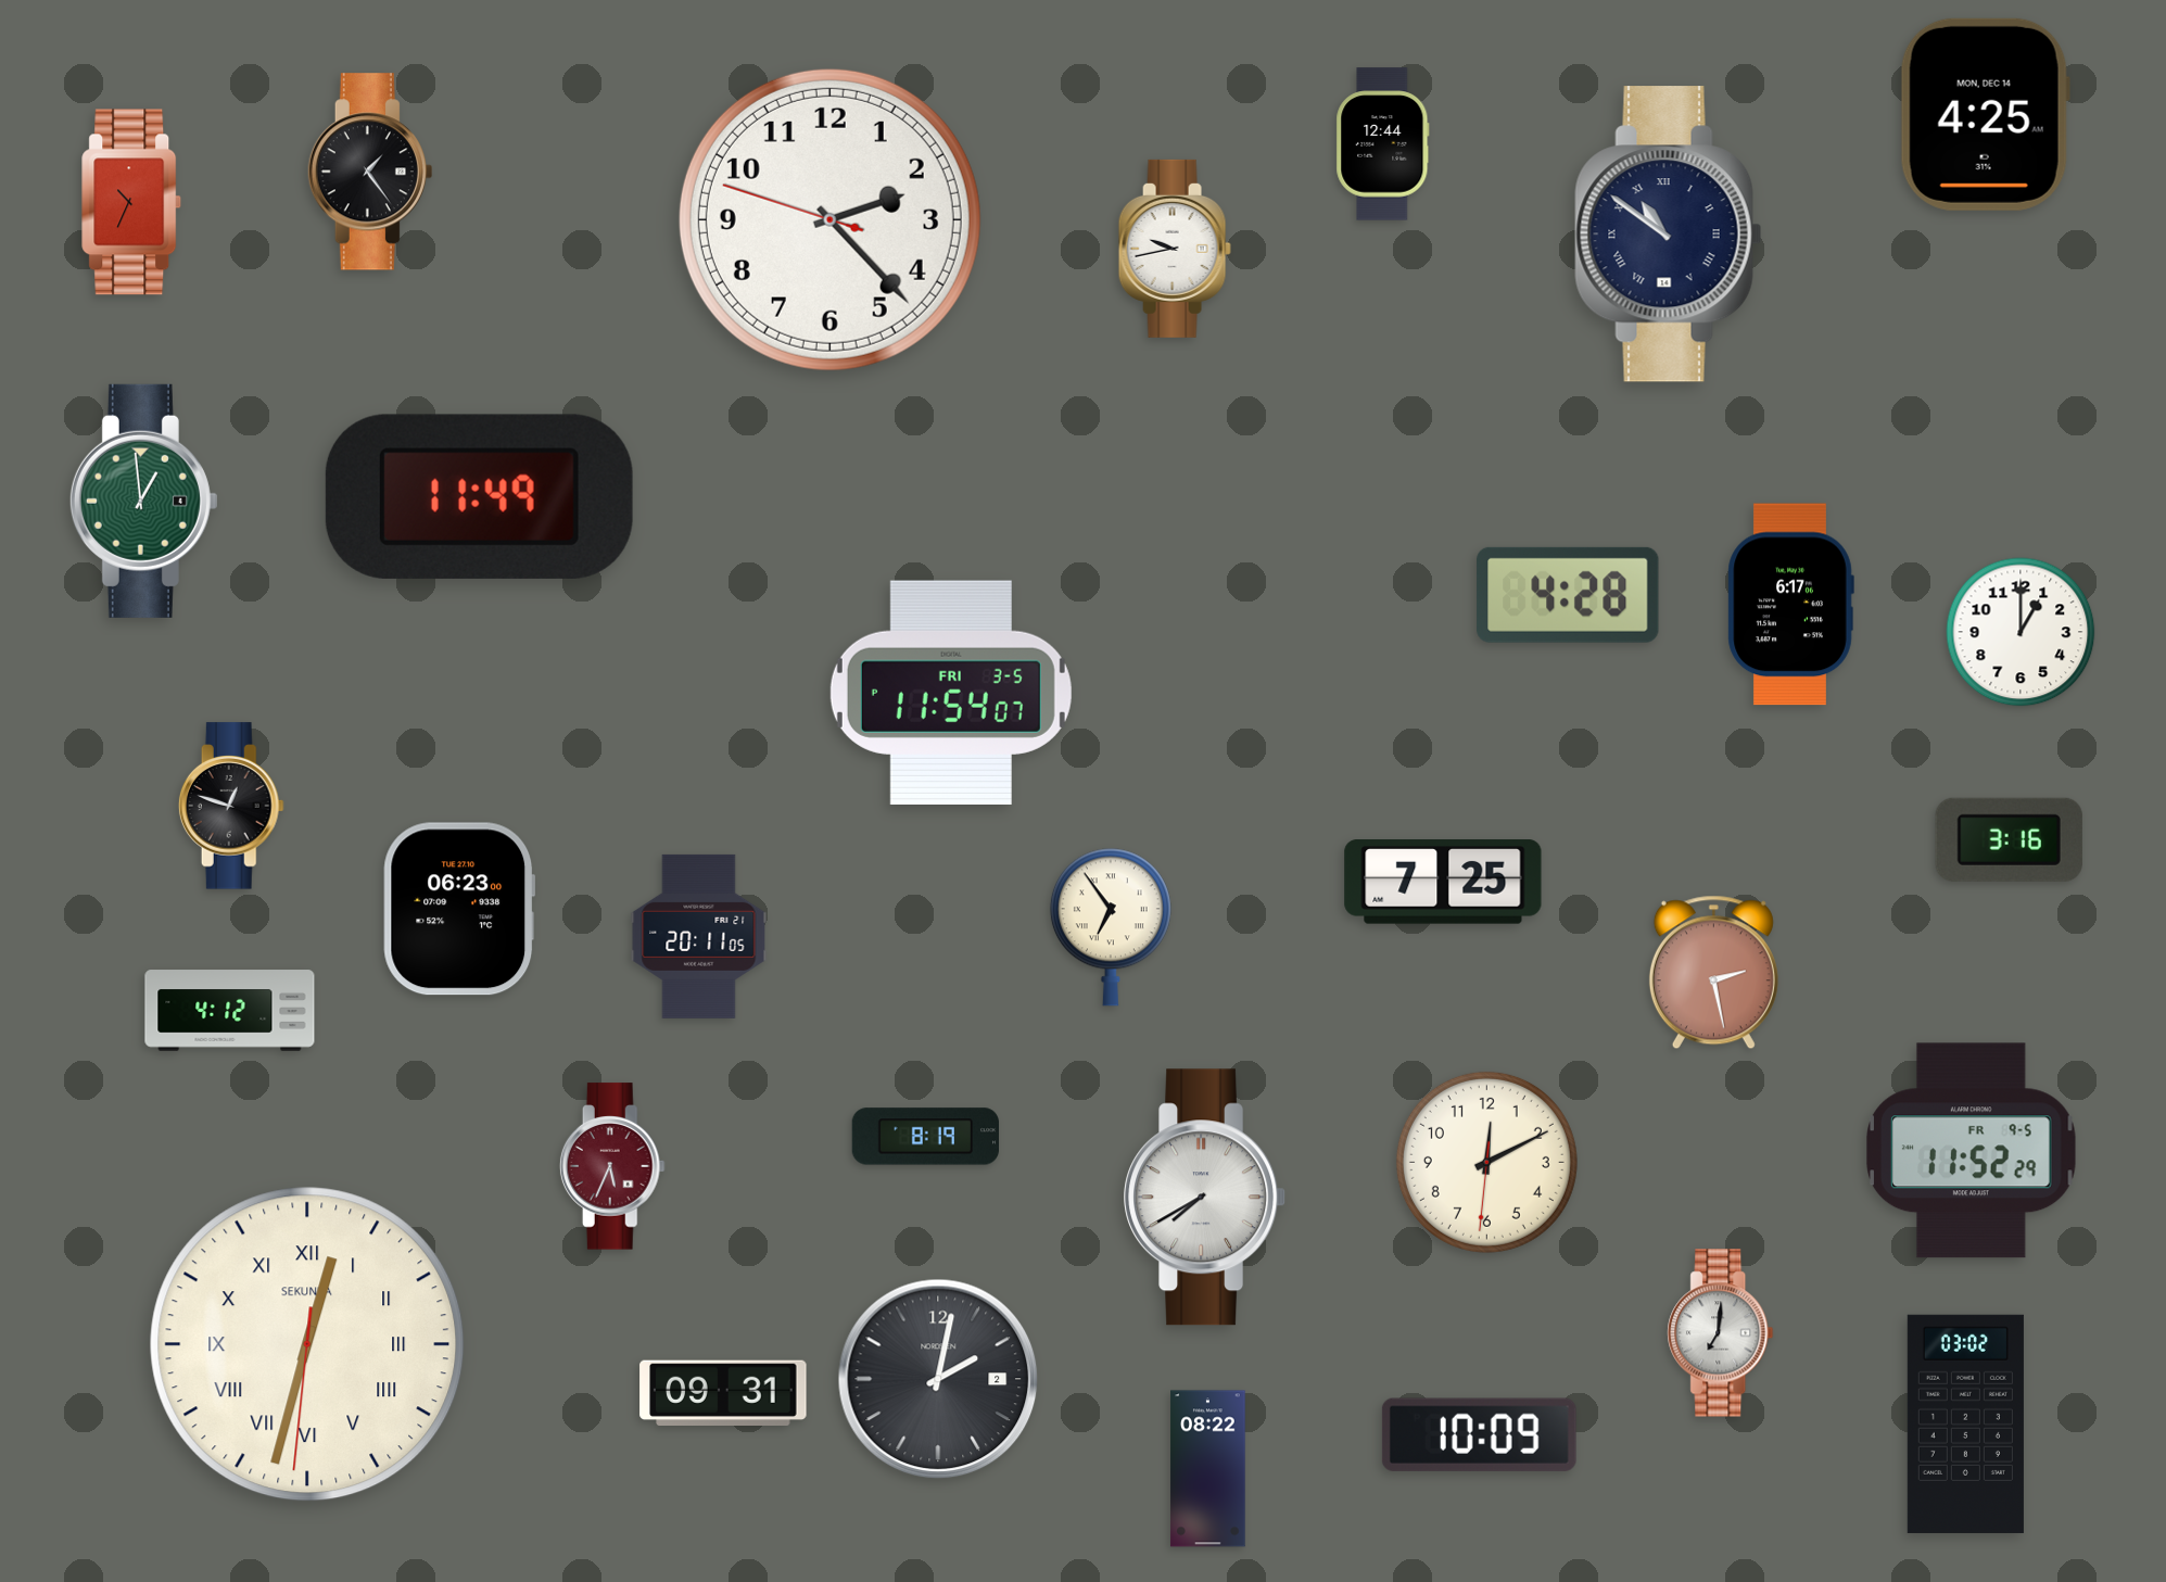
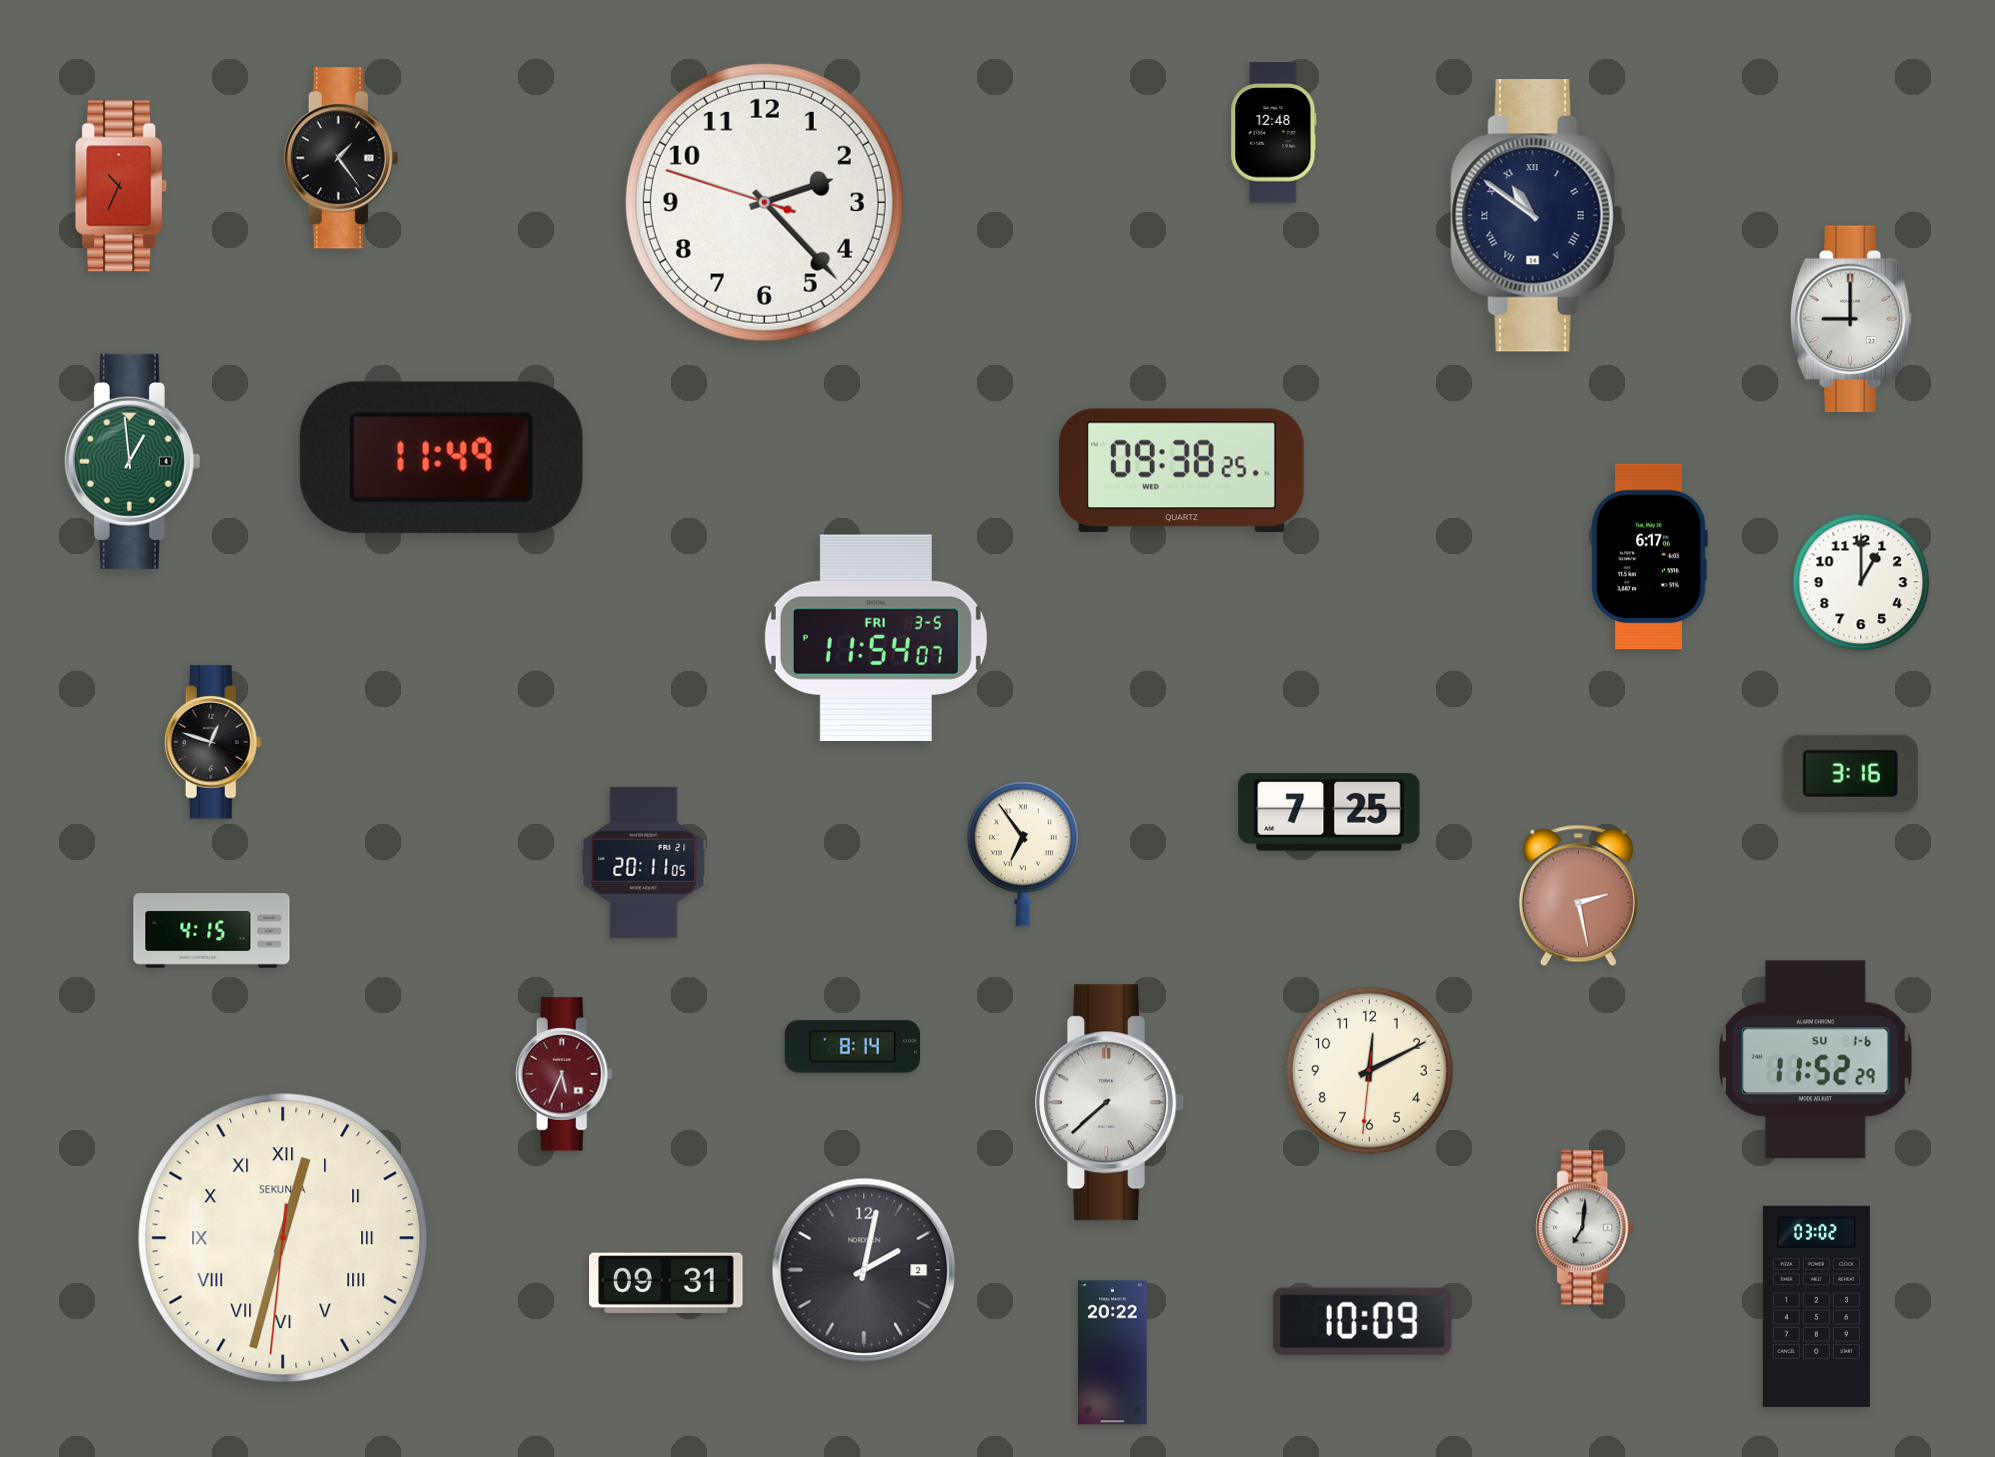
clock at (1985, 114): 4:25 -> none
clock at (1383, 144): 12:44 -> 12:48
clock at (1175, 249): 9:43 -> none
clock at (1851, 319): none -> 9:00
clock at (1181, 471): none -> 09:38
clock at (1568, 595): 4:28 -> none
clock at (459, 909): 06:23 -> none
clock at (230, 1011): 4:12 -> 4:15
clock at (925, 1137): 8:19 -> 8:14
clock at (1972, 1151) date: FR 9-5 -> SU 1-6
clock at (1204, 1198): 7:40 -> 7:38
clock at (1965, 1423) position: (1965, 1423) -> (1816, 1306)
clock at (1208, 1469): 08:22 -> 20:22
